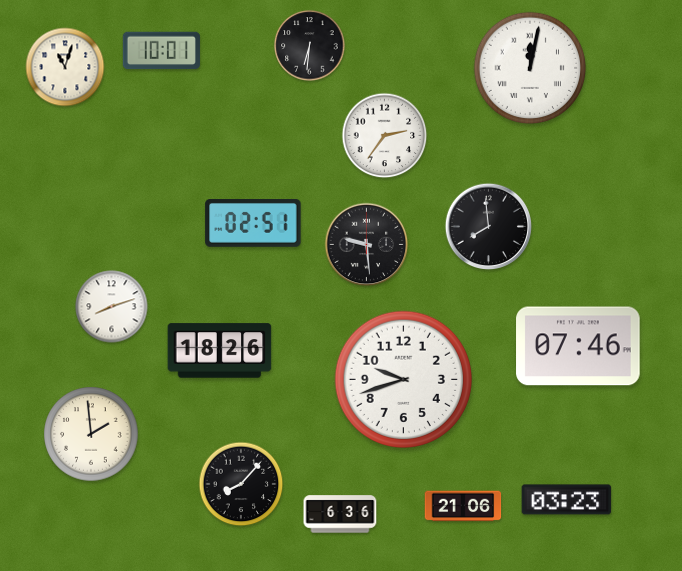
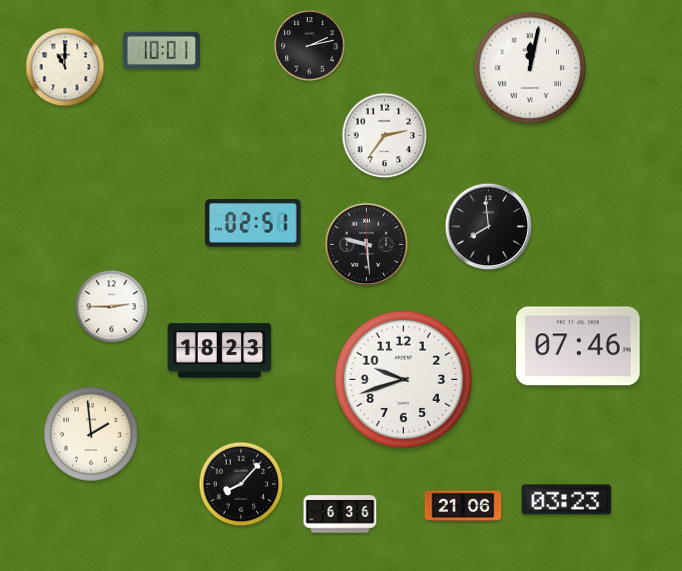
clock at (310, 46): 6:31 -> 2:13
clock at (65, 67): 11:03 -> 11:00
clock at (112, 307): 8:12 -> 2:45
clock at (220, 351): 18:26 -> 18:23
